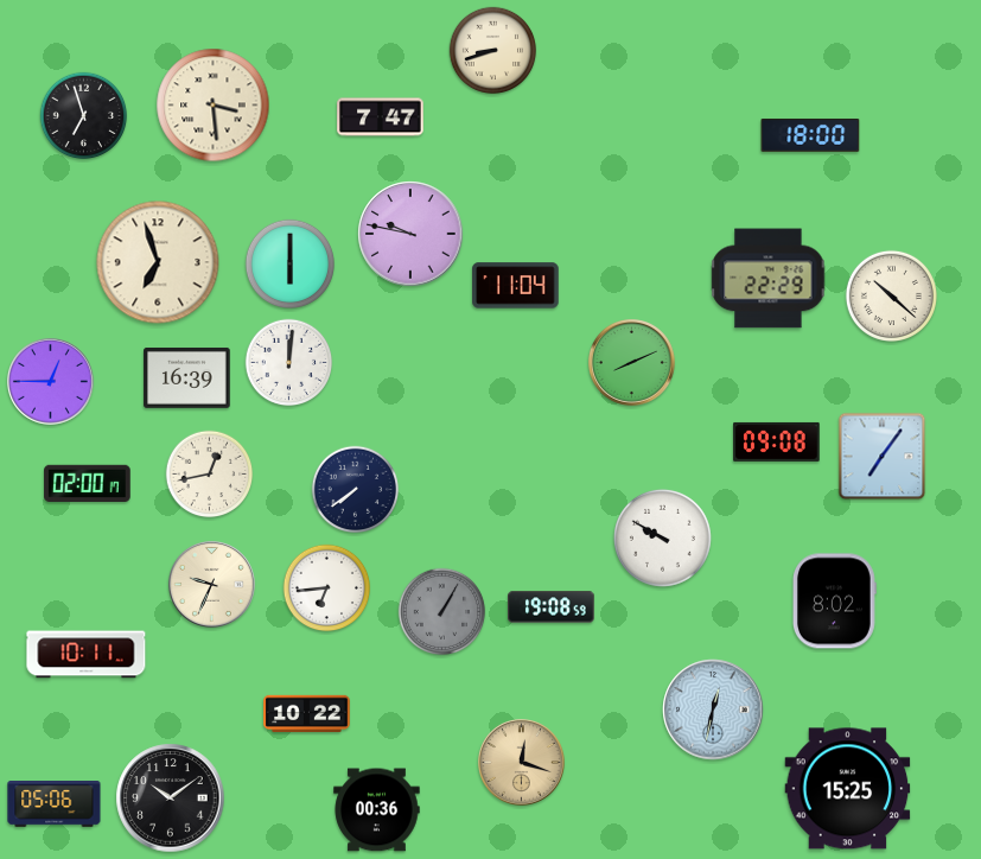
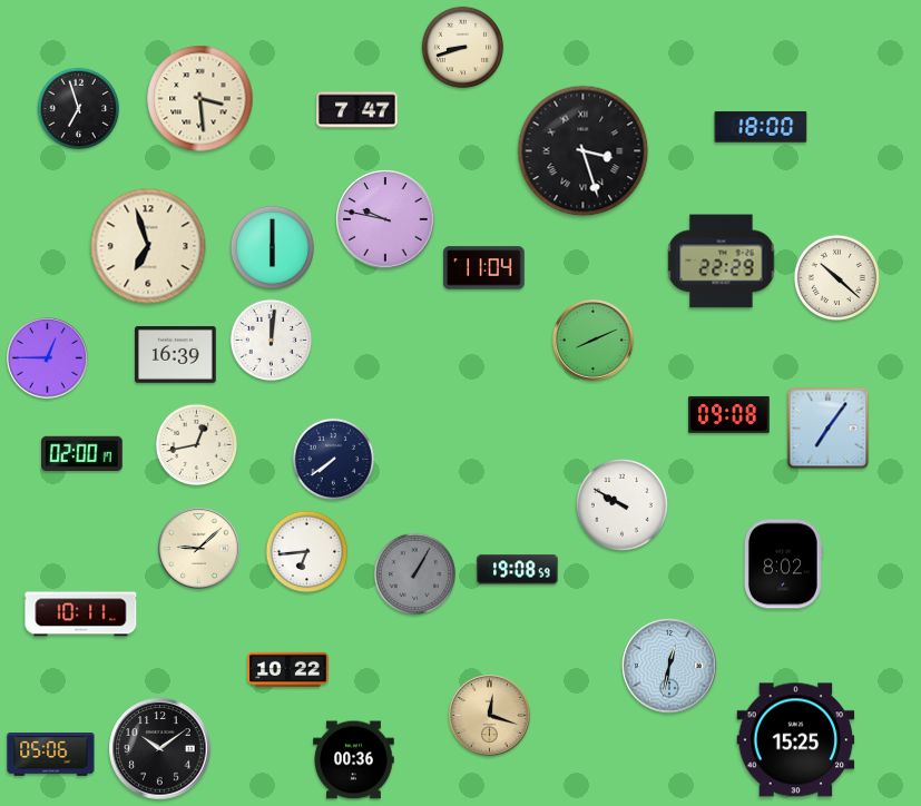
clock at (584, 151): none -> 3:27
clock at (212, 585): 9:34 -> 9:08
